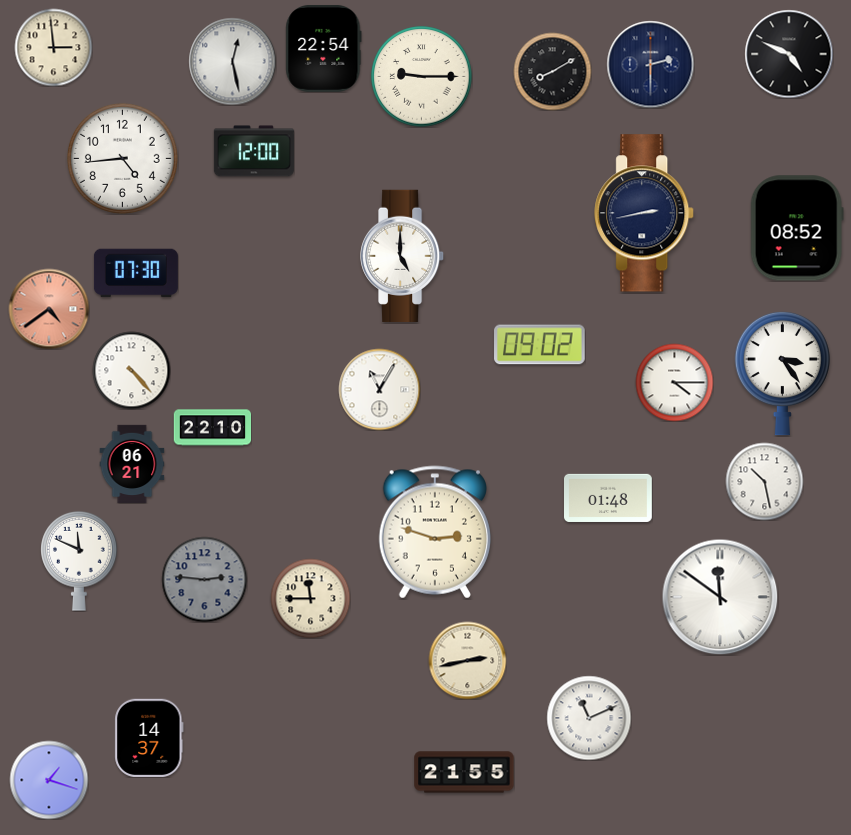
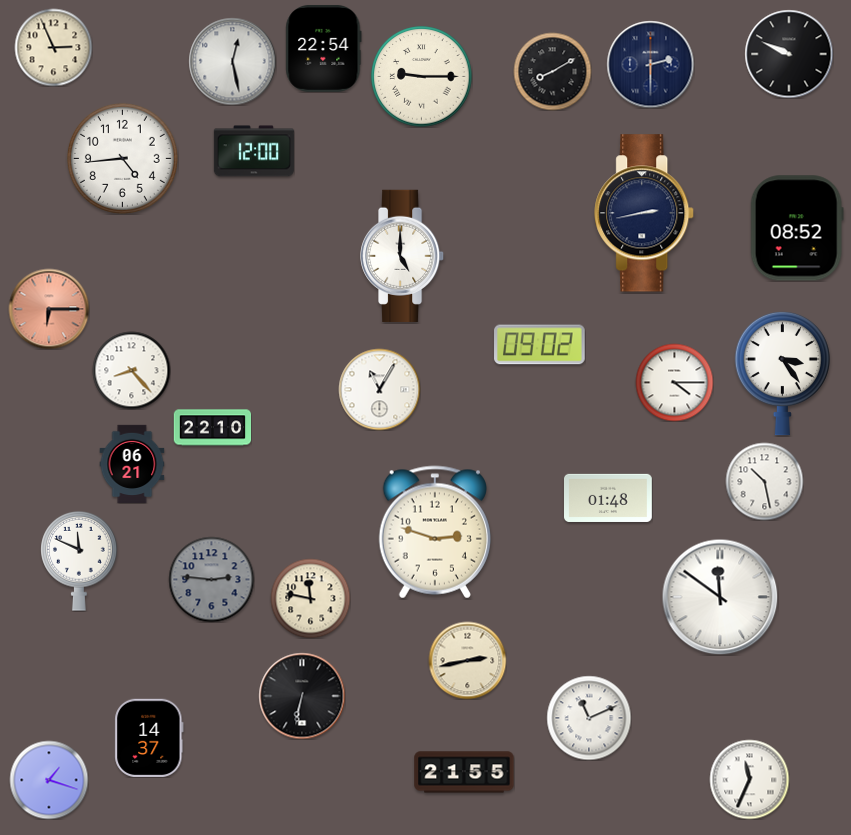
clock at (53, 47): 2:59 -> 2:56
clock at (789, 54): 4:49 -> 9:49
clock at (136, 273): 07:30 -> none
clock at (49, 309): 4:39 -> 6:15
clock at (131, 370): 4:23 -> 8:23
clock at (204, 579) position: (204, 579) -> (211, 579)
clock at (310, 598): 11:45 -> 11:47
clock at (302, 696): none -> 6:32
clock at (749, 779): none -> 11:34
